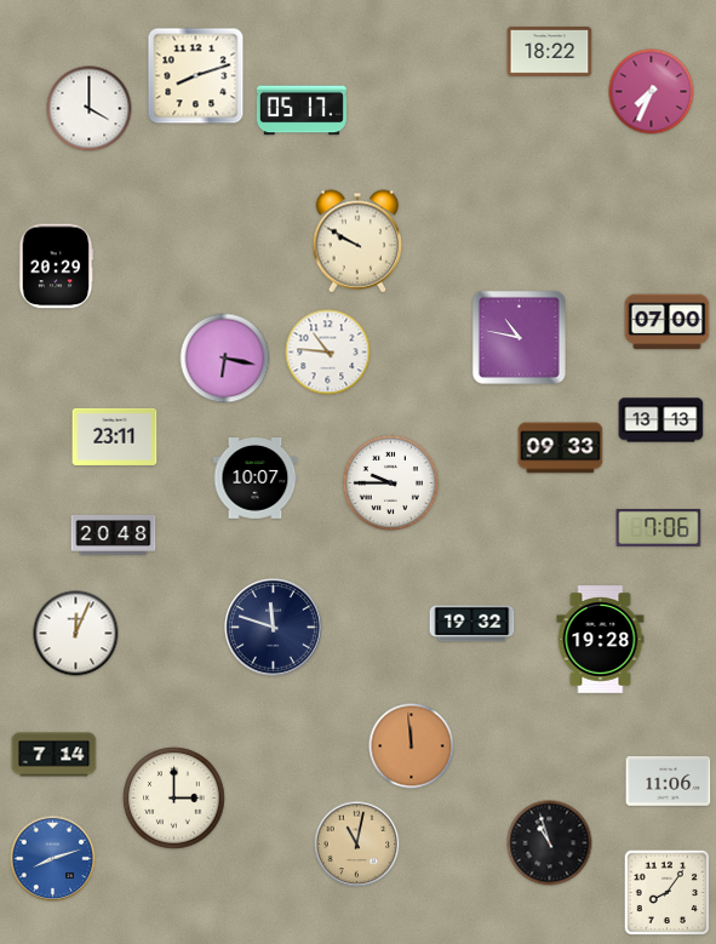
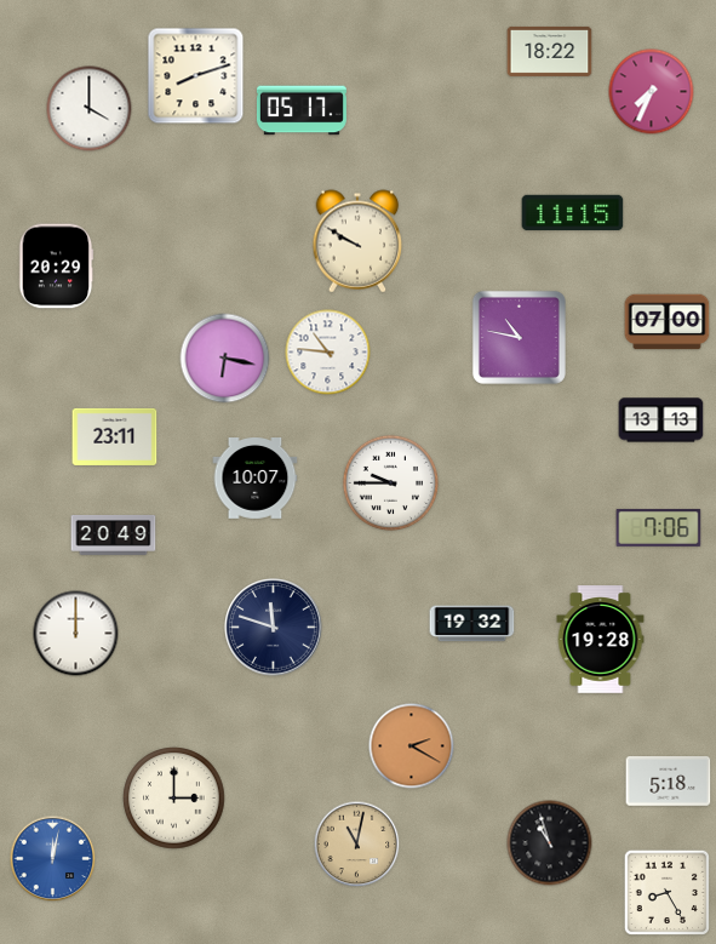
clock at (573, 213): none -> 11:15
clock at (561, 448): 09:33 -> none
clock at (114, 534): 20:48 -> 20:49
clock at (76, 634): 12:04 -> 12:00
clock at (412, 746): 11:59 -> 2:20
clock at (55, 755): 7:14 -> none
clock at (669, 782): 11:06 -> 5:18
clock at (53, 859): 8:12 -> 12:02
clock at (666, 892): 8:06 -> 8:25
